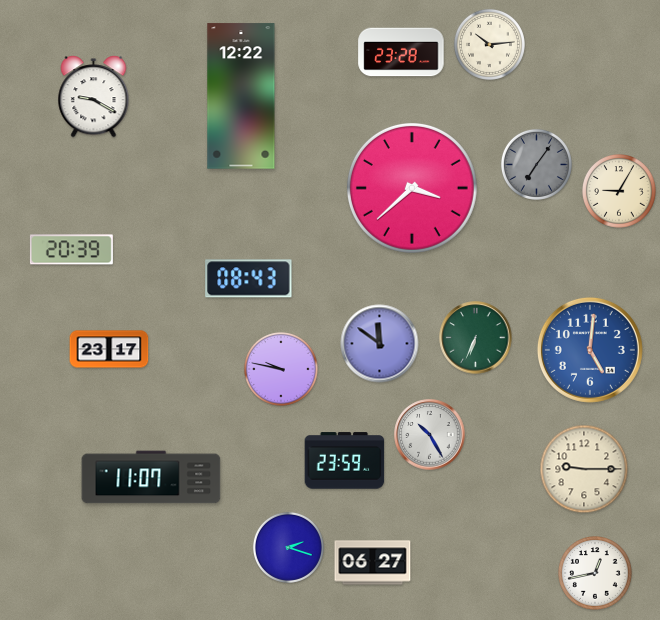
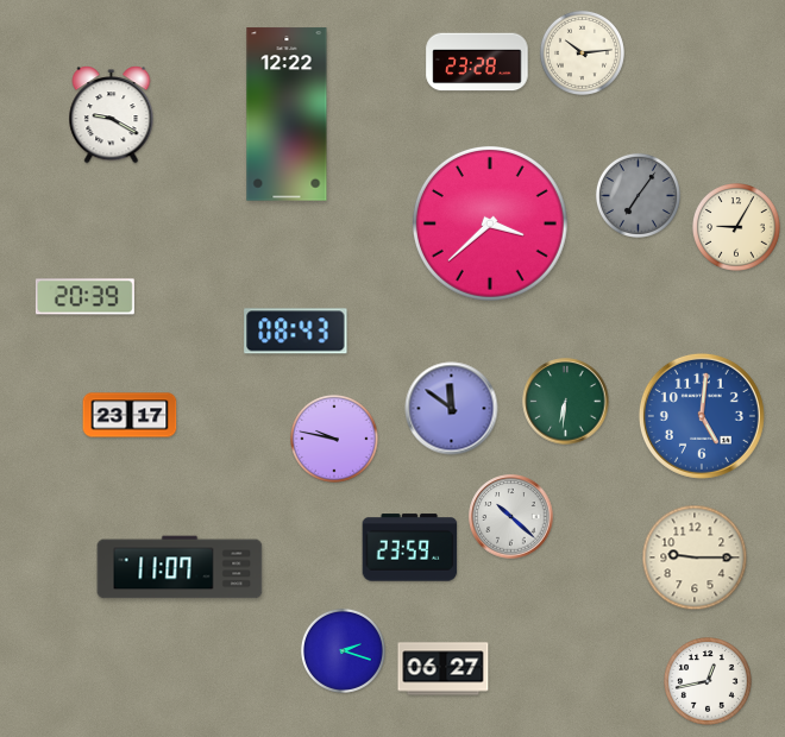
clock at (476, 338): 6:34 -> 6:31
clock at (430, 435): 10:25 -> 10:22
